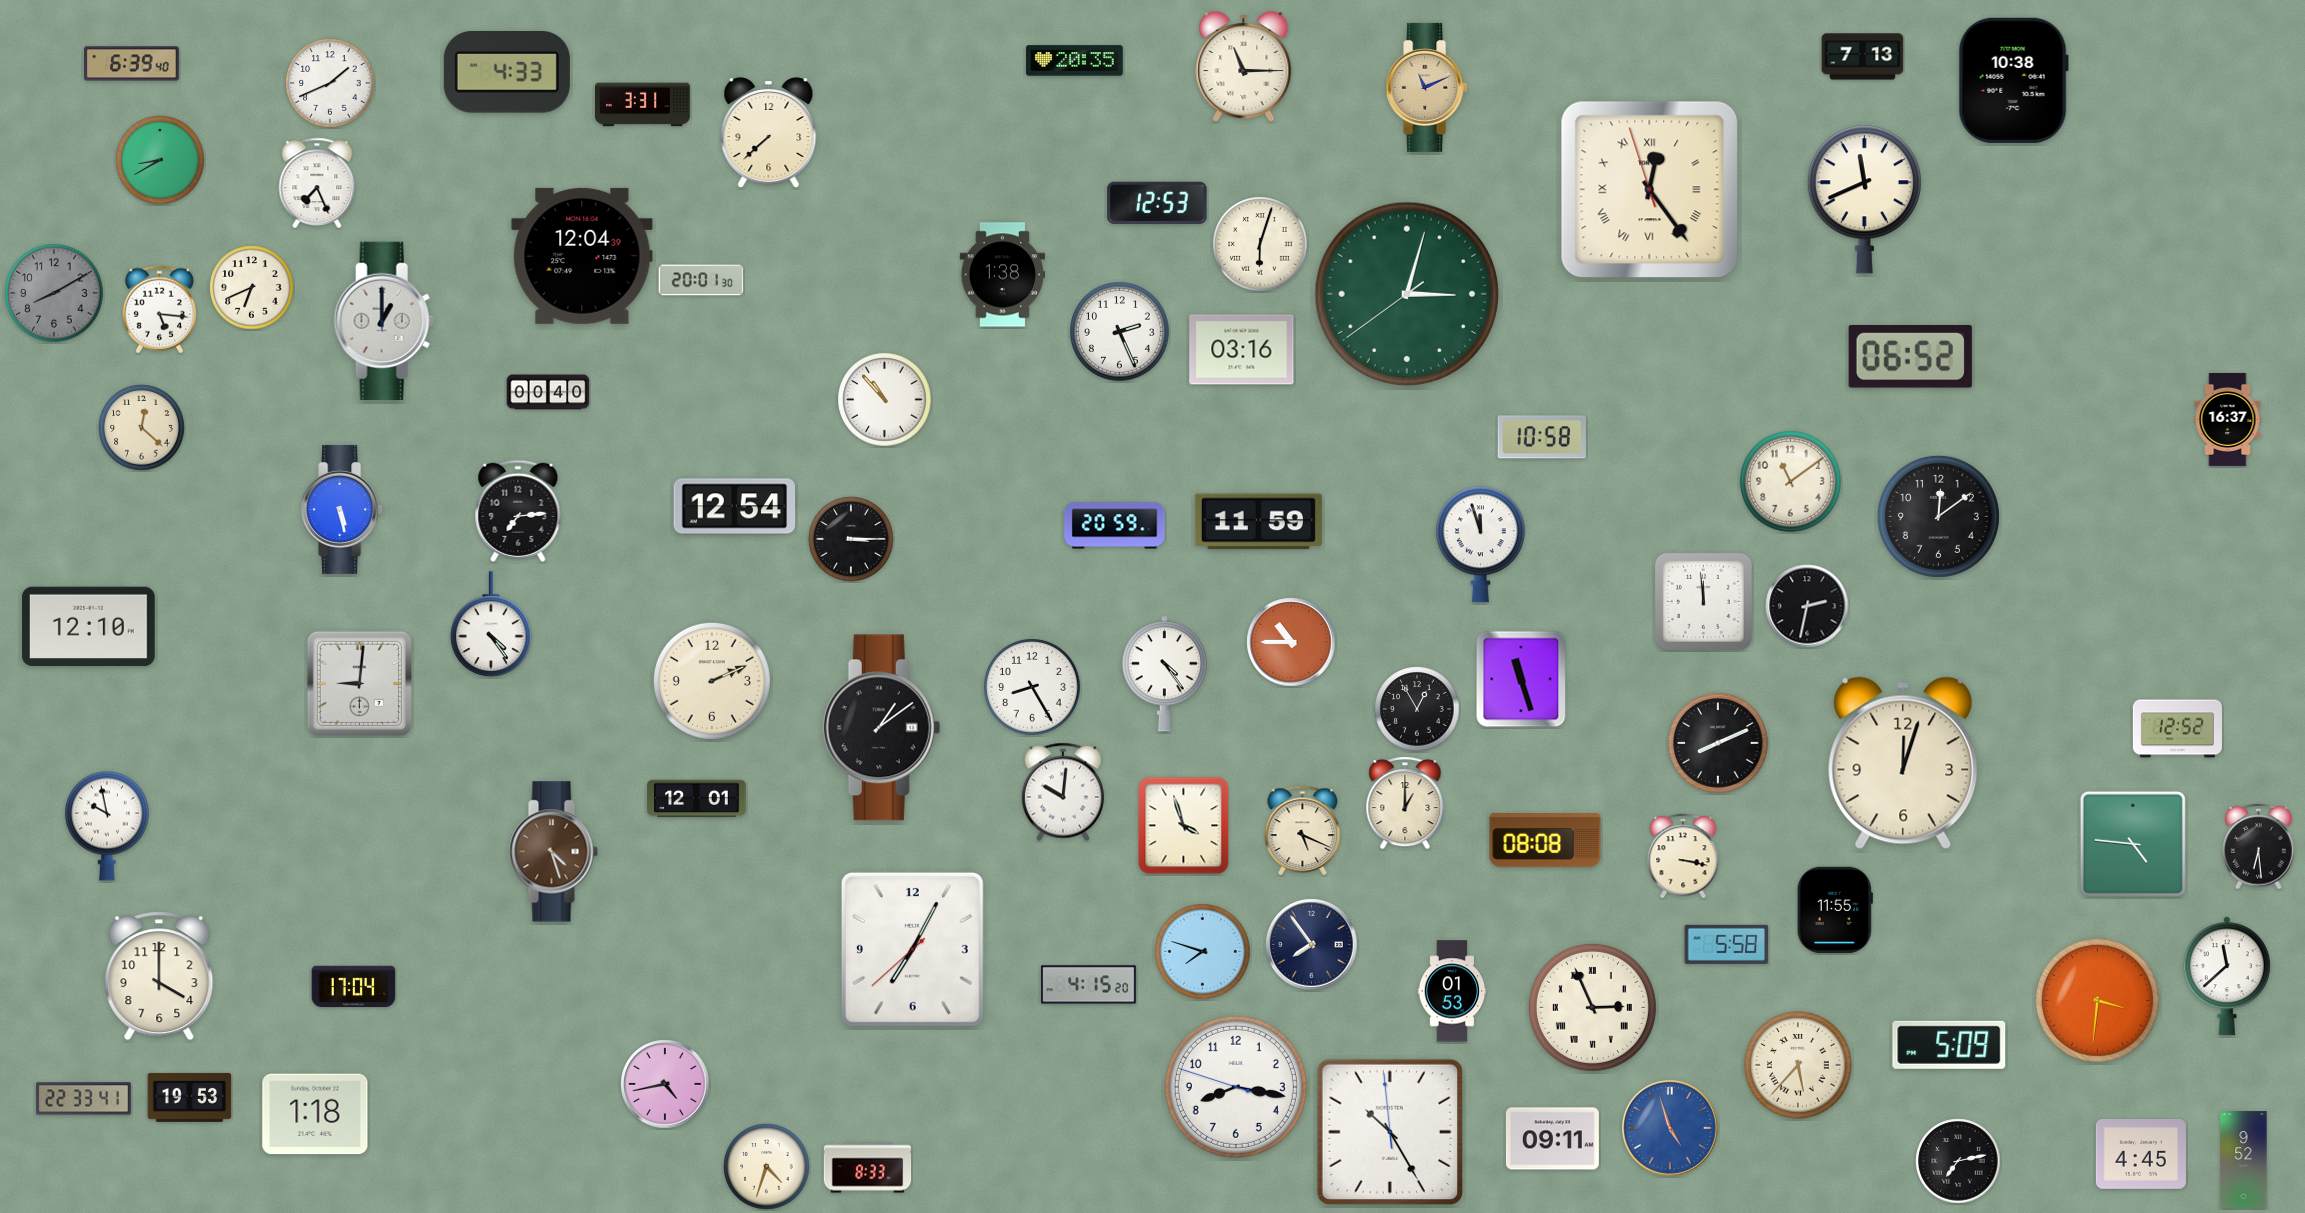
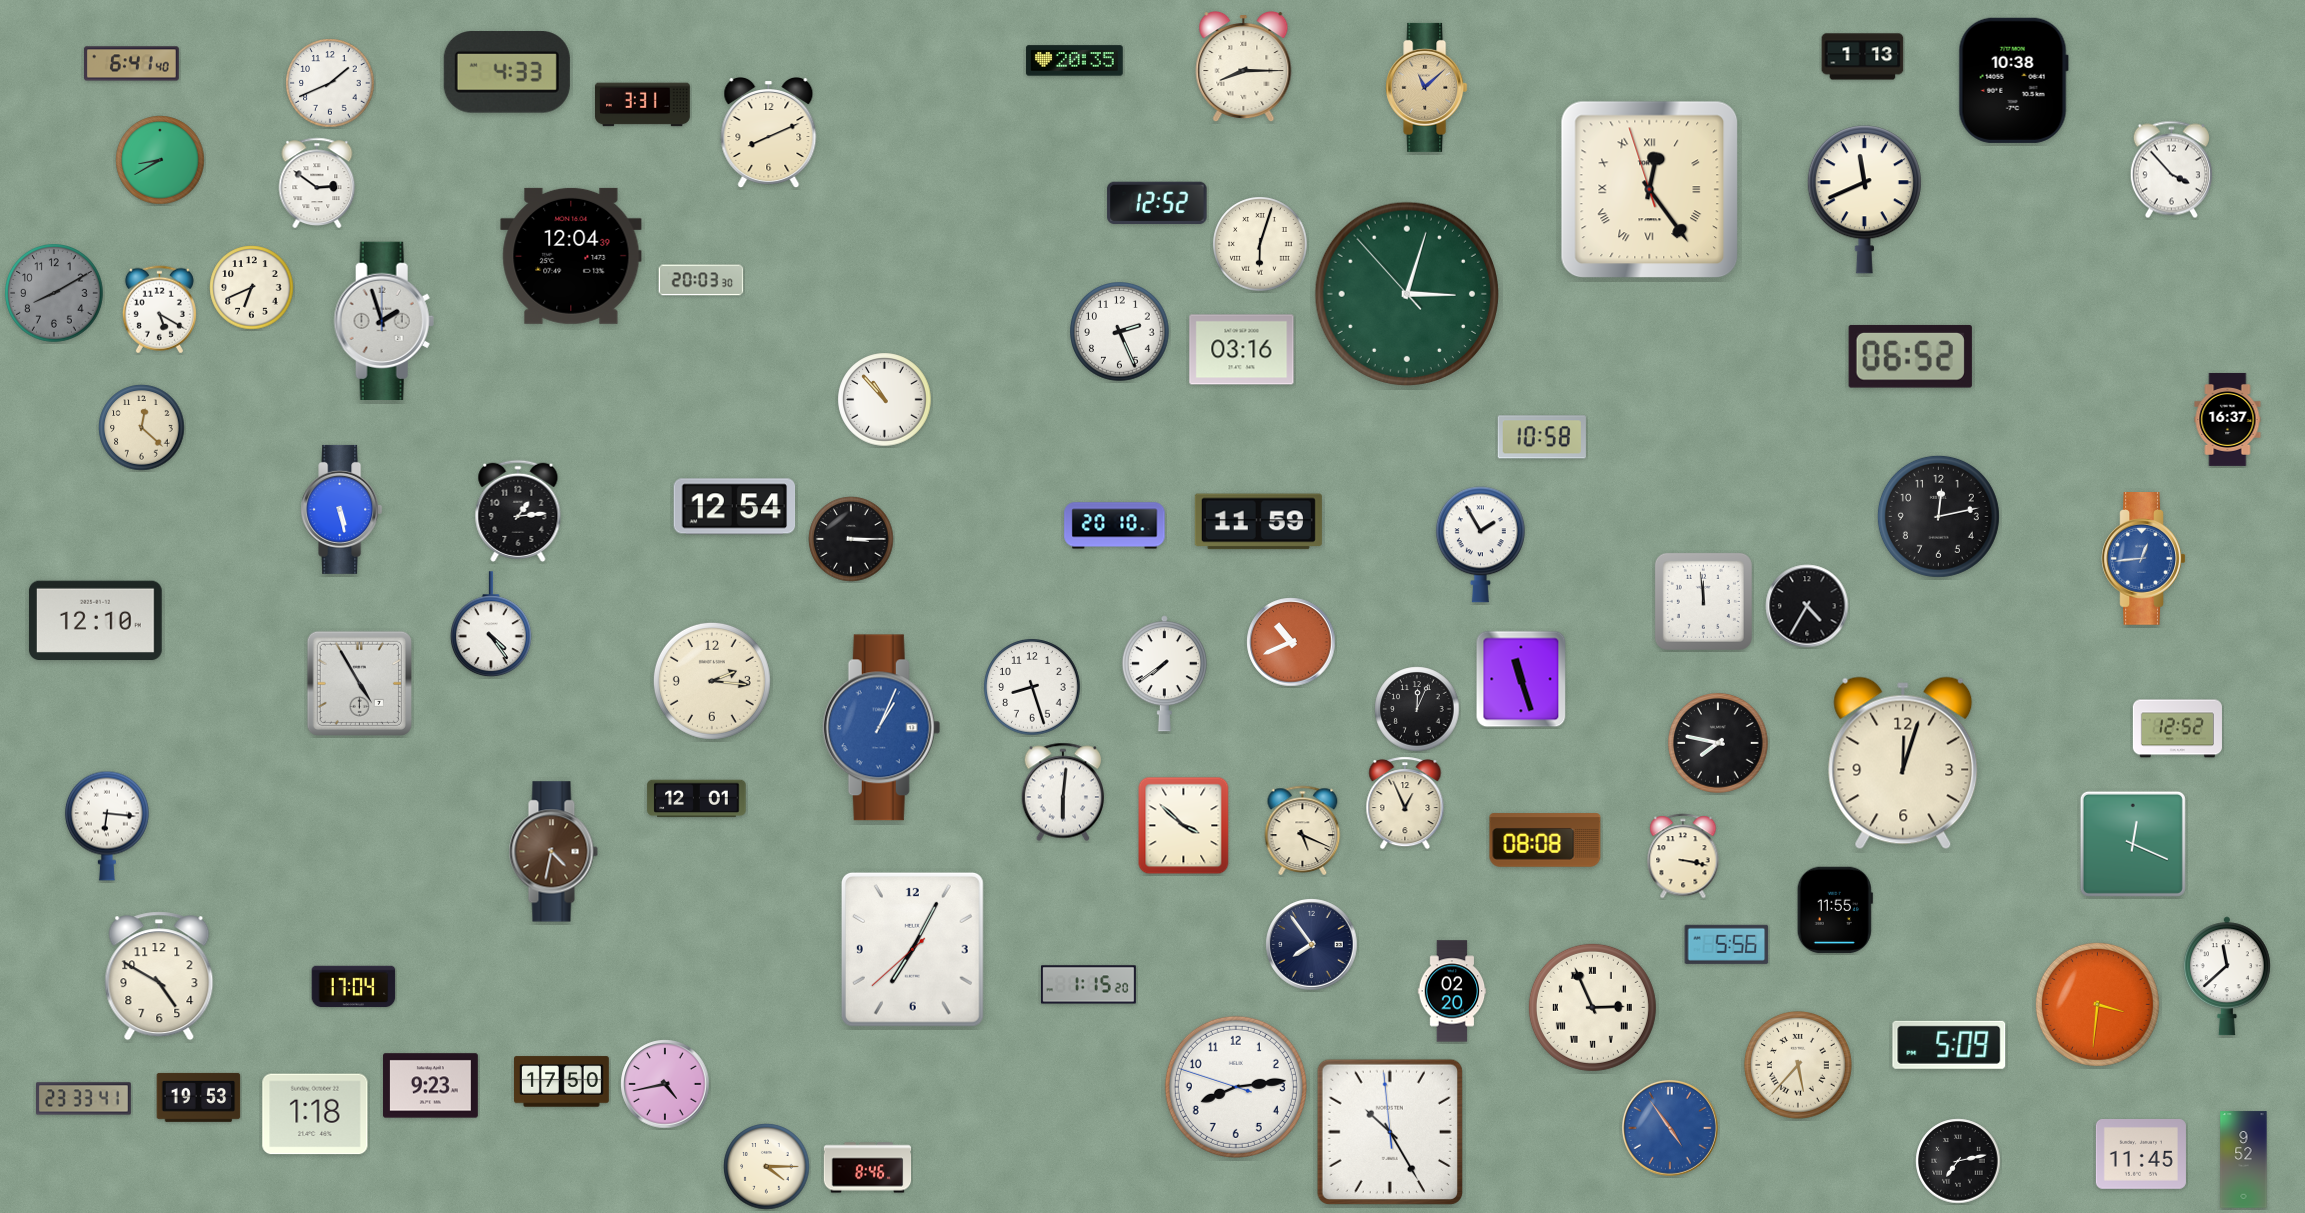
clock at (1863, 57): 7:13 -> 1:13
clock at (132, 64): 6:39 -> 6:41
clock at (1244, 67): 11:15 -> 8:15
clock at (1427, 87): 11:11 -> 11:08
clock at (769, 133): 7:38 -> 8:11
clock at (2171, 170): none -> 3:53
clock at (317, 183): 7:26 -> 2:51
clock at (1157, 202): 12:53 -> 12:52
clock at (582, 256) position: (582, 256) -> (571, 256)
clock at (1002, 275): 1:38 -> none
clock at (701, 280): 20:01 -> 20:03
clock at (1406, 293): 3:02:39 -> 3:02:53
clock at (159, 310): 5:16 -> 5:20
clock at (384, 320): 1:00 -> 1:57
clock at (548, 392): 00:40 -> none
clock at (1791, 482): 11:09 -> none
clock at (518, 511): 7:14 -> 1:14
clock at (1938, 516): 12:09 -> 12:13
clock at (1115, 526): 20:59 -> 20:10
clock at (1480, 545): 11:57 -> 1:55
clock at (2144, 559): none -> 12:44
clock at (1807, 606): 2:32 -> 4:35
clock at (88, 627) position: (88, 627) -> (95, 621)
clock at (1291, 642): 10:45 -> 10:41
clock at (1164, 674): 4:24 -> 7:39
clock at (712, 681): 2:11 -> 2:16
clock at (359, 683): 9:01 -> 4:55
clock at (1032, 687): 8:25 -> 8:27
clock at (1417, 709): 12:55 -> 12:04
clock at (882, 728): 1:09 -> 1:04
clock at (882, 728) dial: black -> blue
clock at (1718, 743): 8:11 -> 7:47
clock at (1062, 792): 10:01 -> 6:01
clock at (1405, 803): 1:00 -> 12:56
clock at (107, 826): 9:58 -> 6:16
clock at (1184, 826): 3:57 -> 3:52
clock at (2133, 844): 4:46 -> 12:19
clock at (2259, 846): 6:29 -> none
clock at (553, 852): 4:27 -> 4:32
clock at (1727, 944): 5:58 -> 5:56
clock at (1203, 952): 7:48 -> none
clock at (159, 976): 4:00 -> 4:50
clock at (1089, 985): 4:15 -> 1:15
clock at (1452, 991): 01:53 -> 02:20
clock at (2097, 1000) position: (2097, 1000) -> (2097, 1004)
clock at (562, 1082): none -> 17:50
clock at (431, 1086): none -> 9:23
clock at (1236, 1087): 8:16 -> 8:13
clock at (190, 1097) position: (190, 1097) -> (199, 1097)
clock at (84, 1099): 22:33 -> 23:33
clock at (1670, 1128): 4:57 -> 4:54
clock at (1552, 1139): 09:11 -> none
clock at (2141, 1155): 4:45 -> 11:45
clock at (767, 1167): 4:33 -> 4:15
clock at (868, 1168): 8:33 -> 8:46
